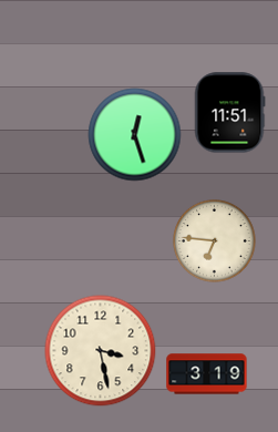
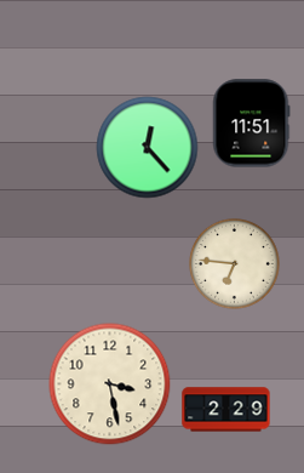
clock at (135, 135): 12:27 -> 12:23
clock at (207, 374): 3:19 -> 2:29
